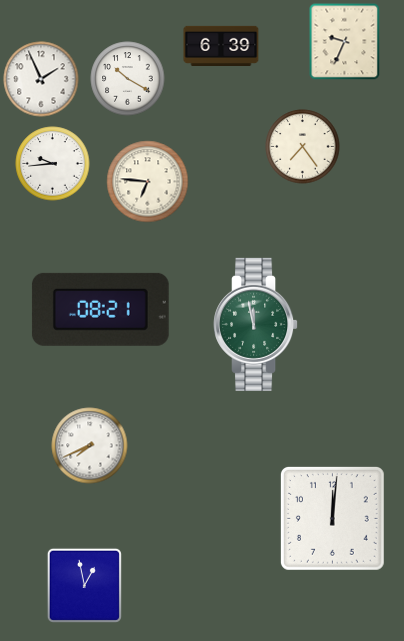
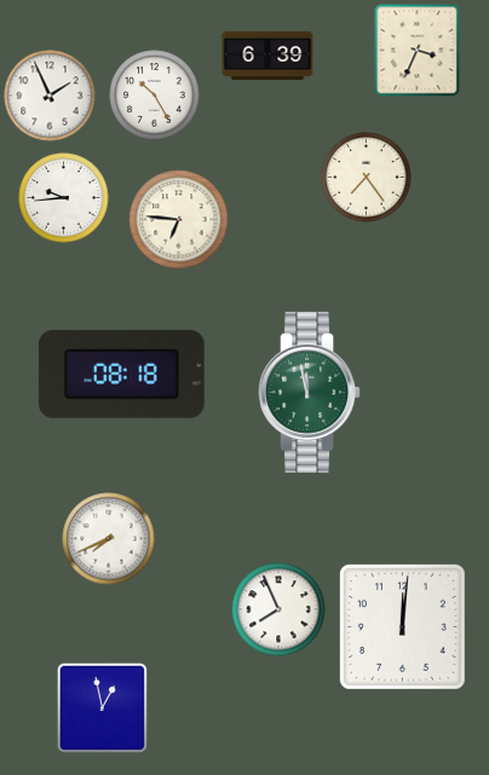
clock at (345, 42): 9:34 -> 3:34
clock at (128, 79): 10:20 -> 10:25
clock at (100, 309): 08:21 -> 08:18
clock at (278, 609): none -> 7:56
